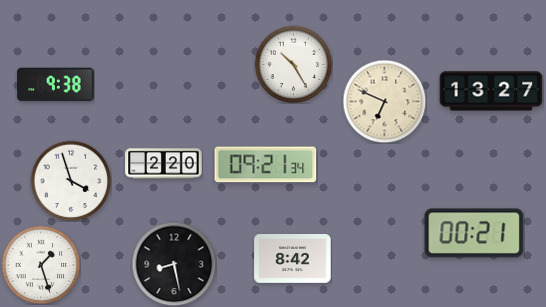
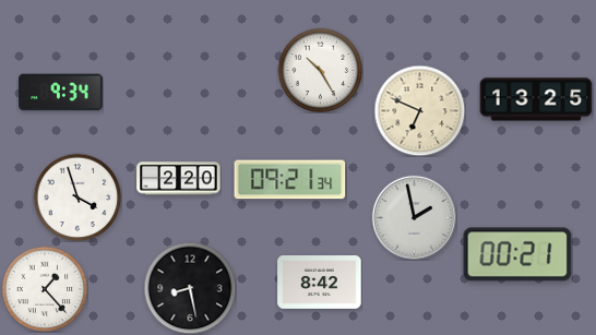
clock at (56, 85): 9:38 -> 9:34
clock at (491, 91): 13:27 -> 13:25
clock at (414, 217): none -> 1:58
clock at (41, 265): 1:27 -> 1:23
